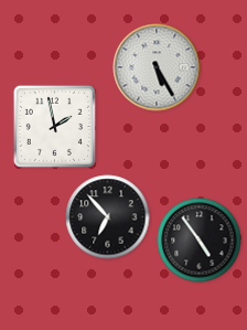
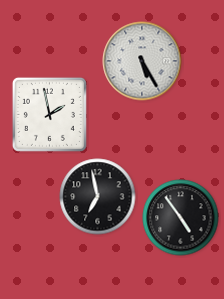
clock at (108, 217): 6:53 -> 6:58
